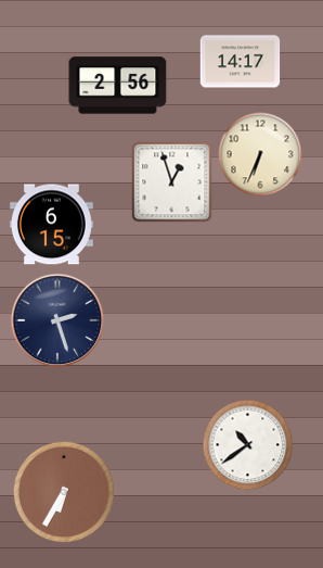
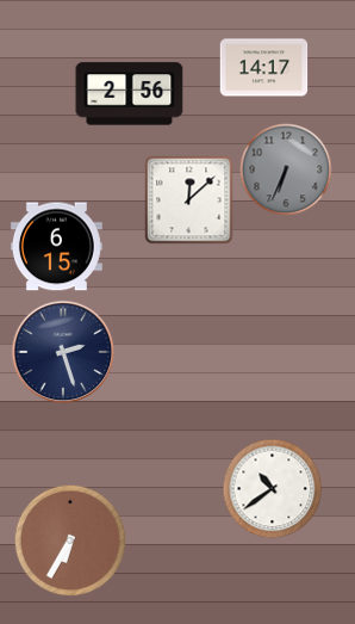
clock at (260, 154) dial: cream -> grey
clock at (172, 182): 12:57 -> 12:08
